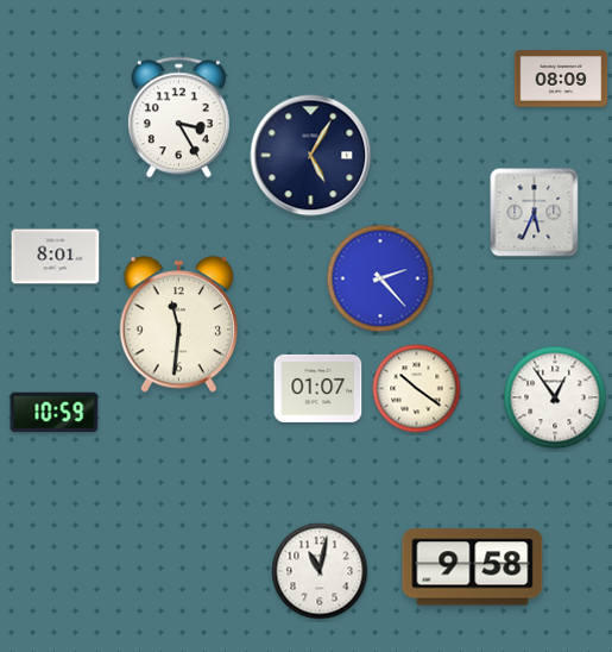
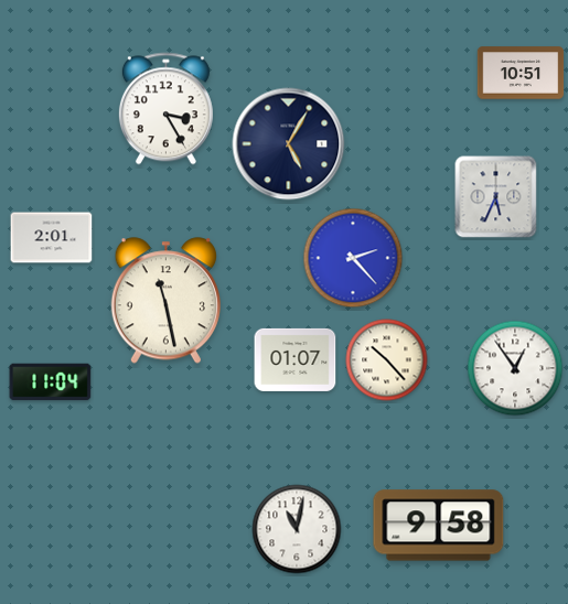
clock at (561, 79): 08:09 -> 10:51
clock at (56, 257): 8:01 -> 2:01
clock at (178, 325): 11:31 -> 11:28
clock at (417, 389): 10:21 -> 10:23
clock at (55, 413): 10:59 -> 11:04
